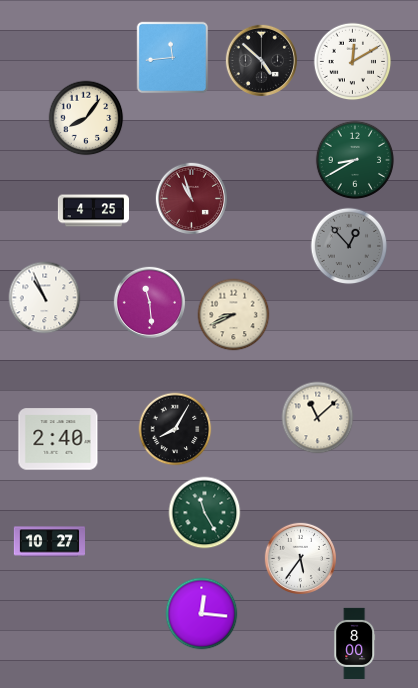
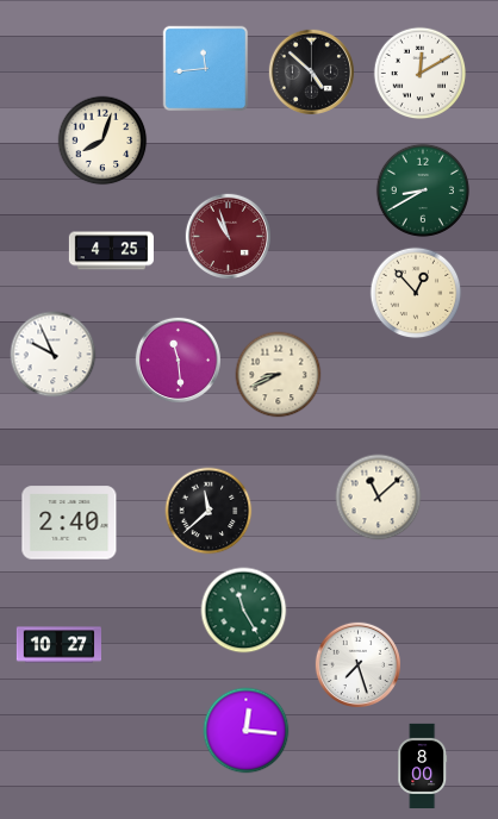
clock at (86, 118): 8:06 -> 8:03
clock at (349, 246) dial: grey -> cream
clock at (45, 298): 10:56 -> 9:56
clock at (175, 429): 8:05 -> 11:38
clock at (300, 558): 5:36 -> 7:27
clock at (202, 614) position: (202, 614) -> (247, 731)
